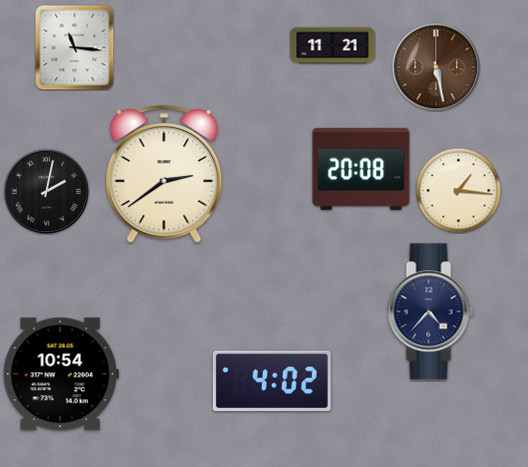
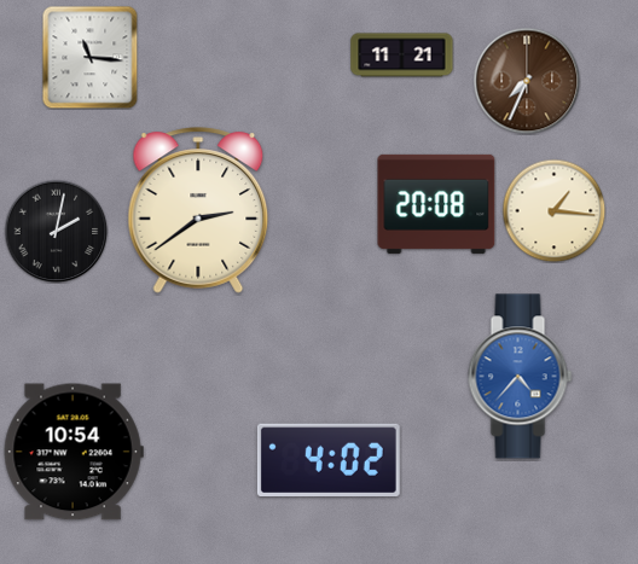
clock at (436, 67): 5:28 -> 7:34
clock at (458, 190) position: (458, 190) -> (553, 210)
clock at (431, 312) dial: navy -> blue
